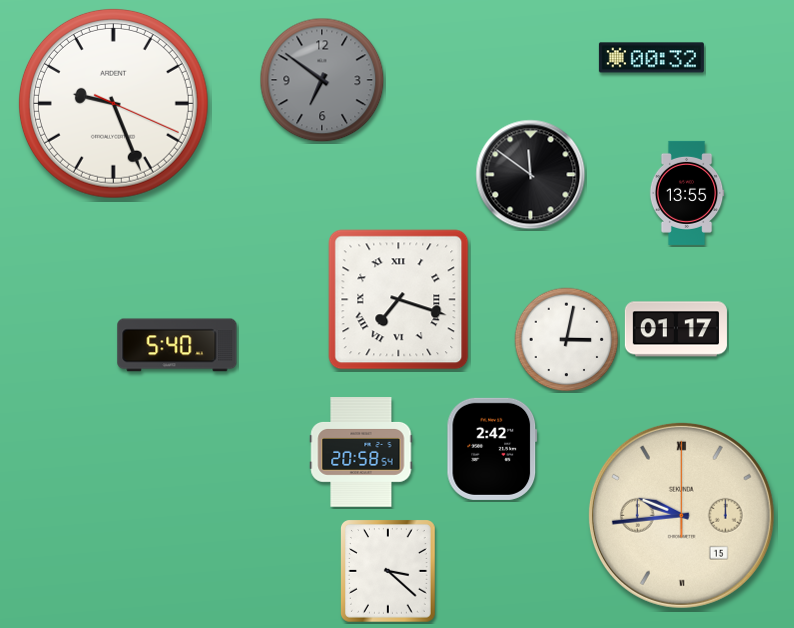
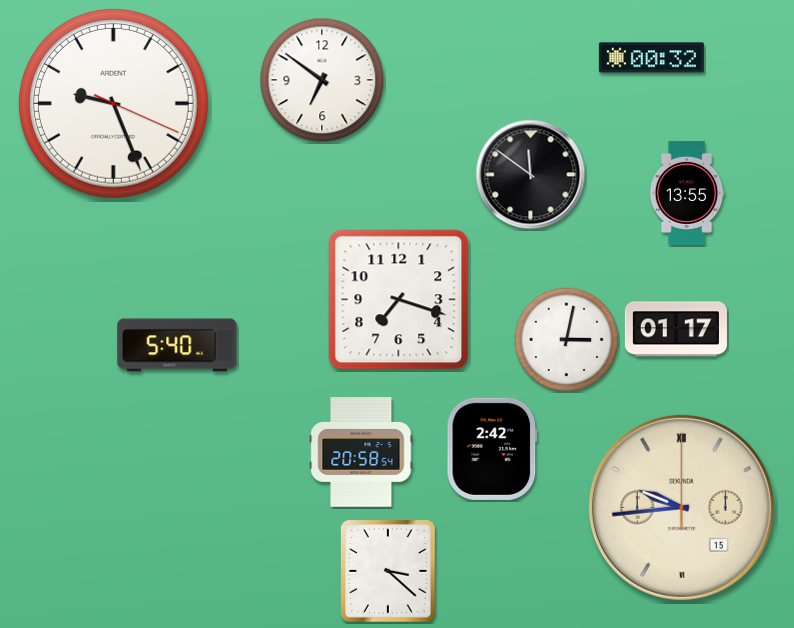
clock at (322, 80) dial: grey -> white
clock at (399, 300) numerals: Roman -> Arabic
clock at (681, 515) position: (681, 515) -> (681, 507)
